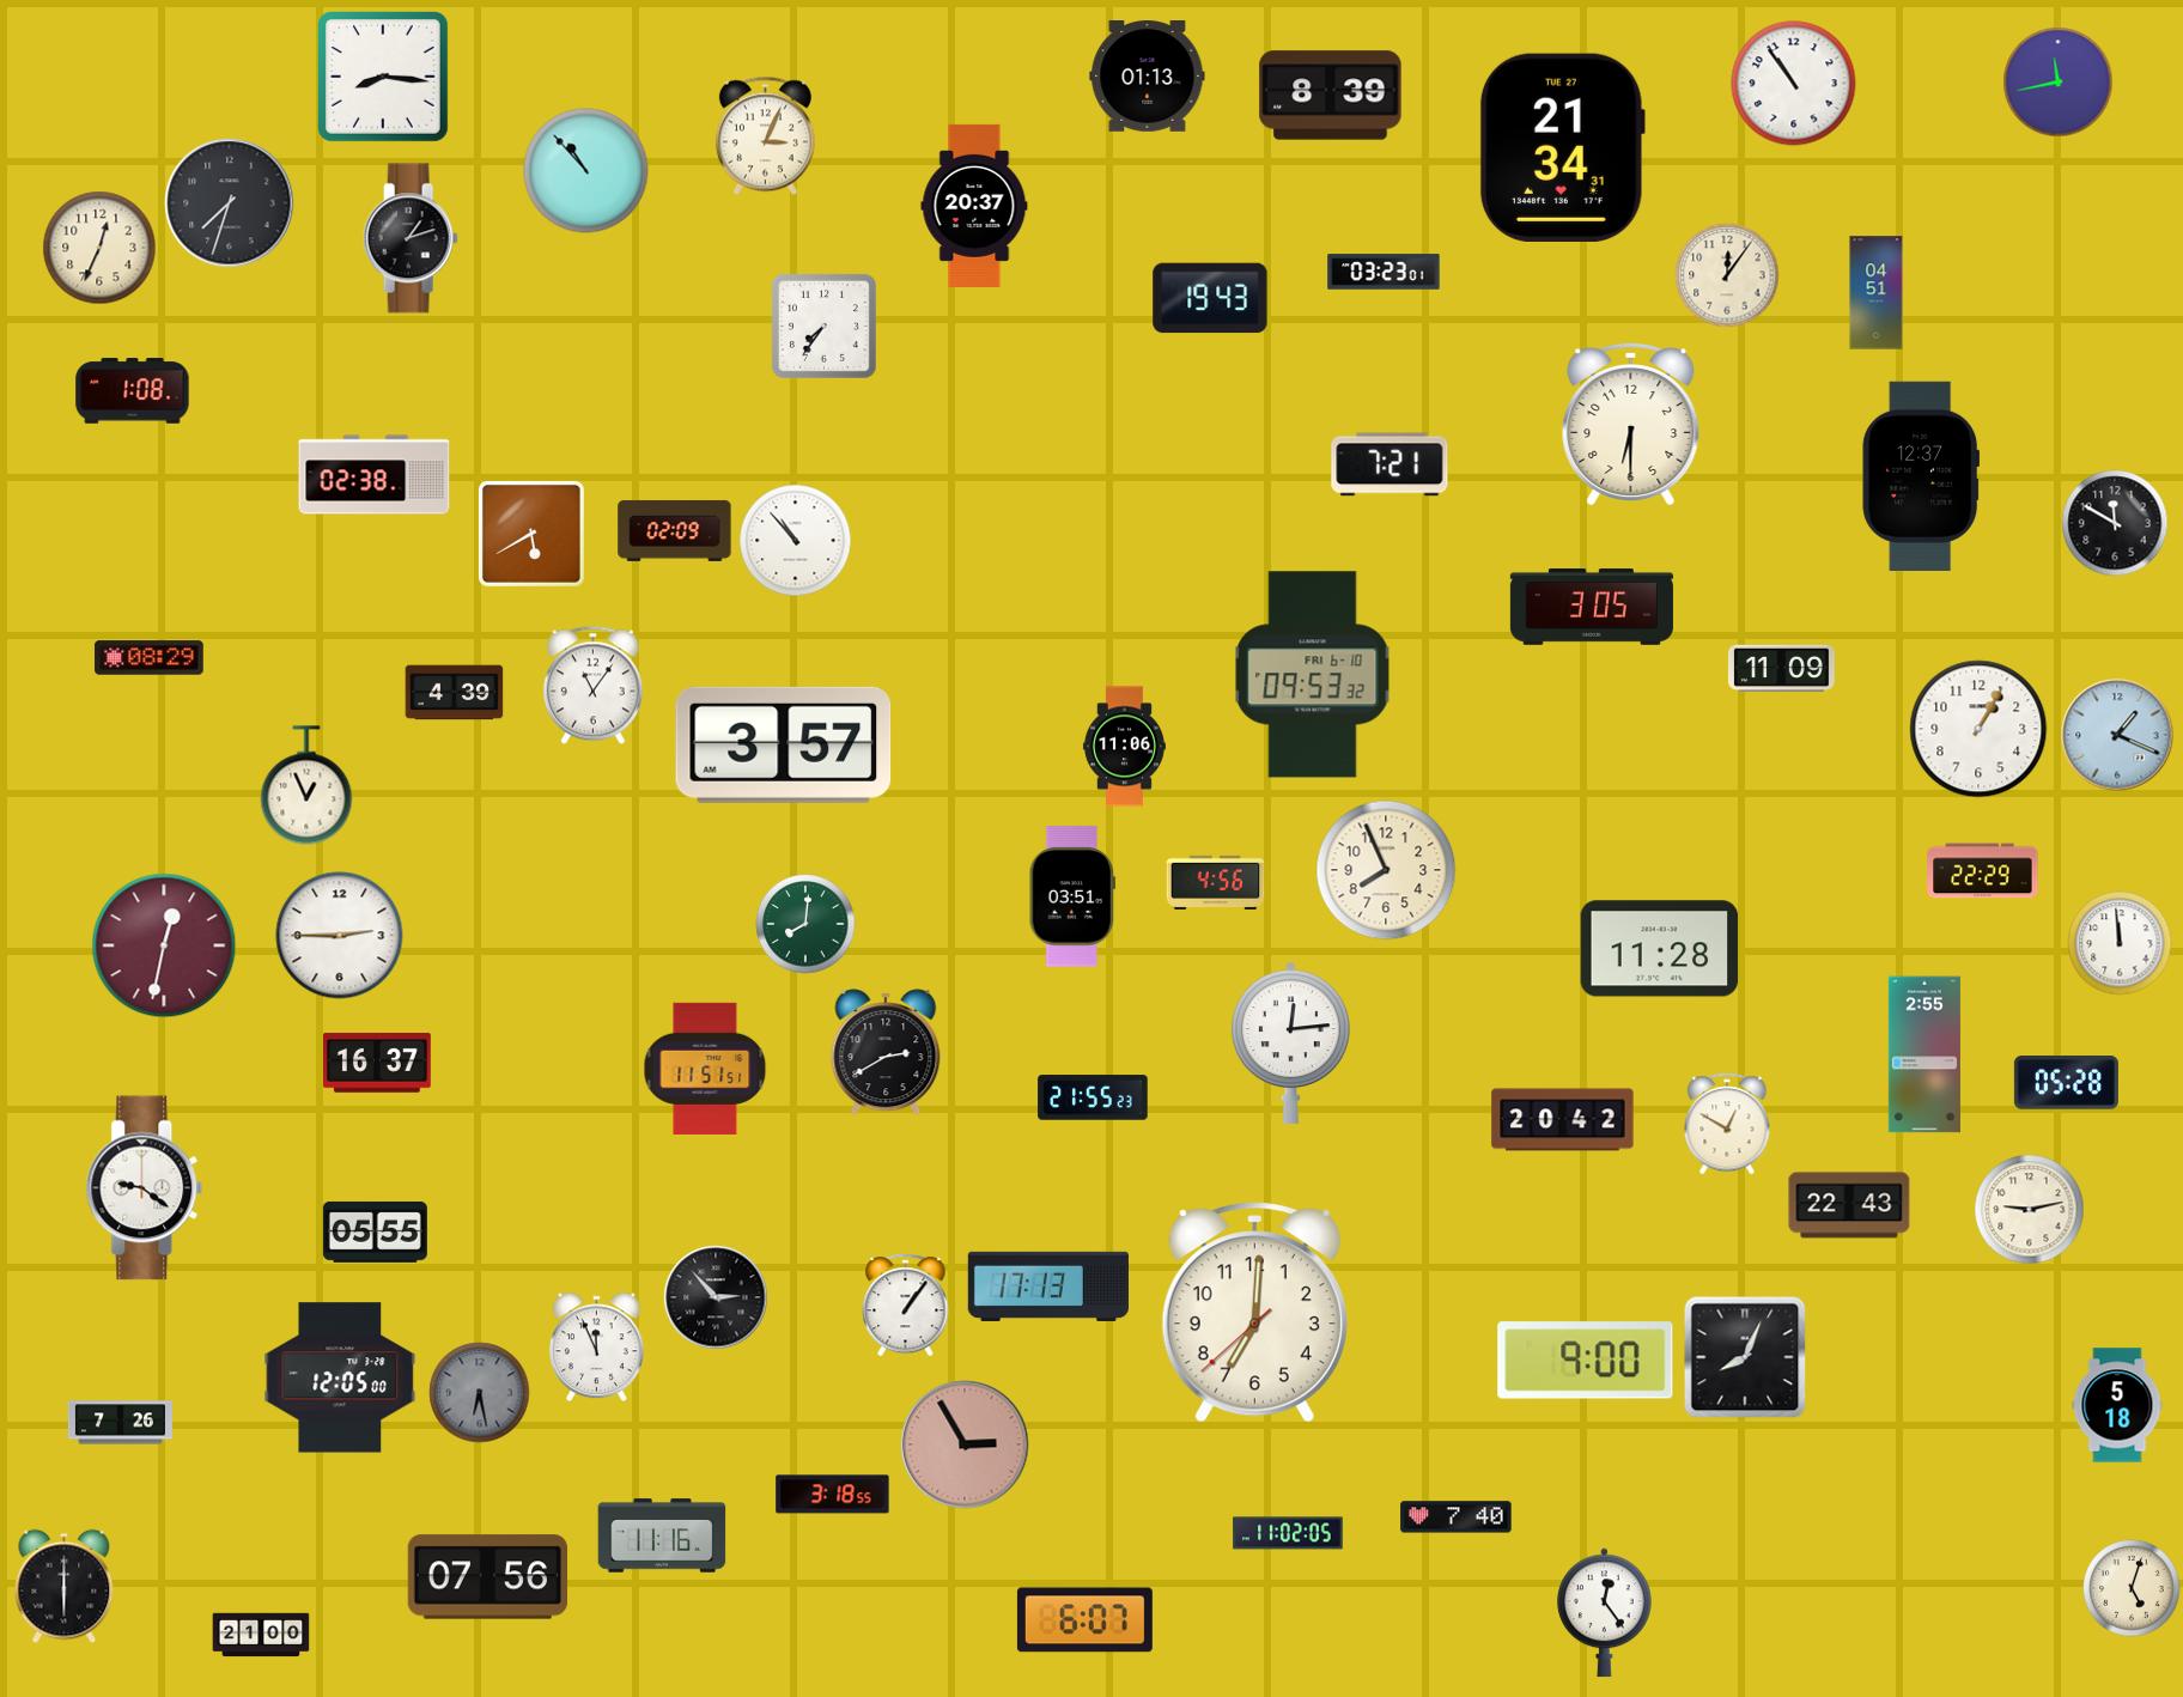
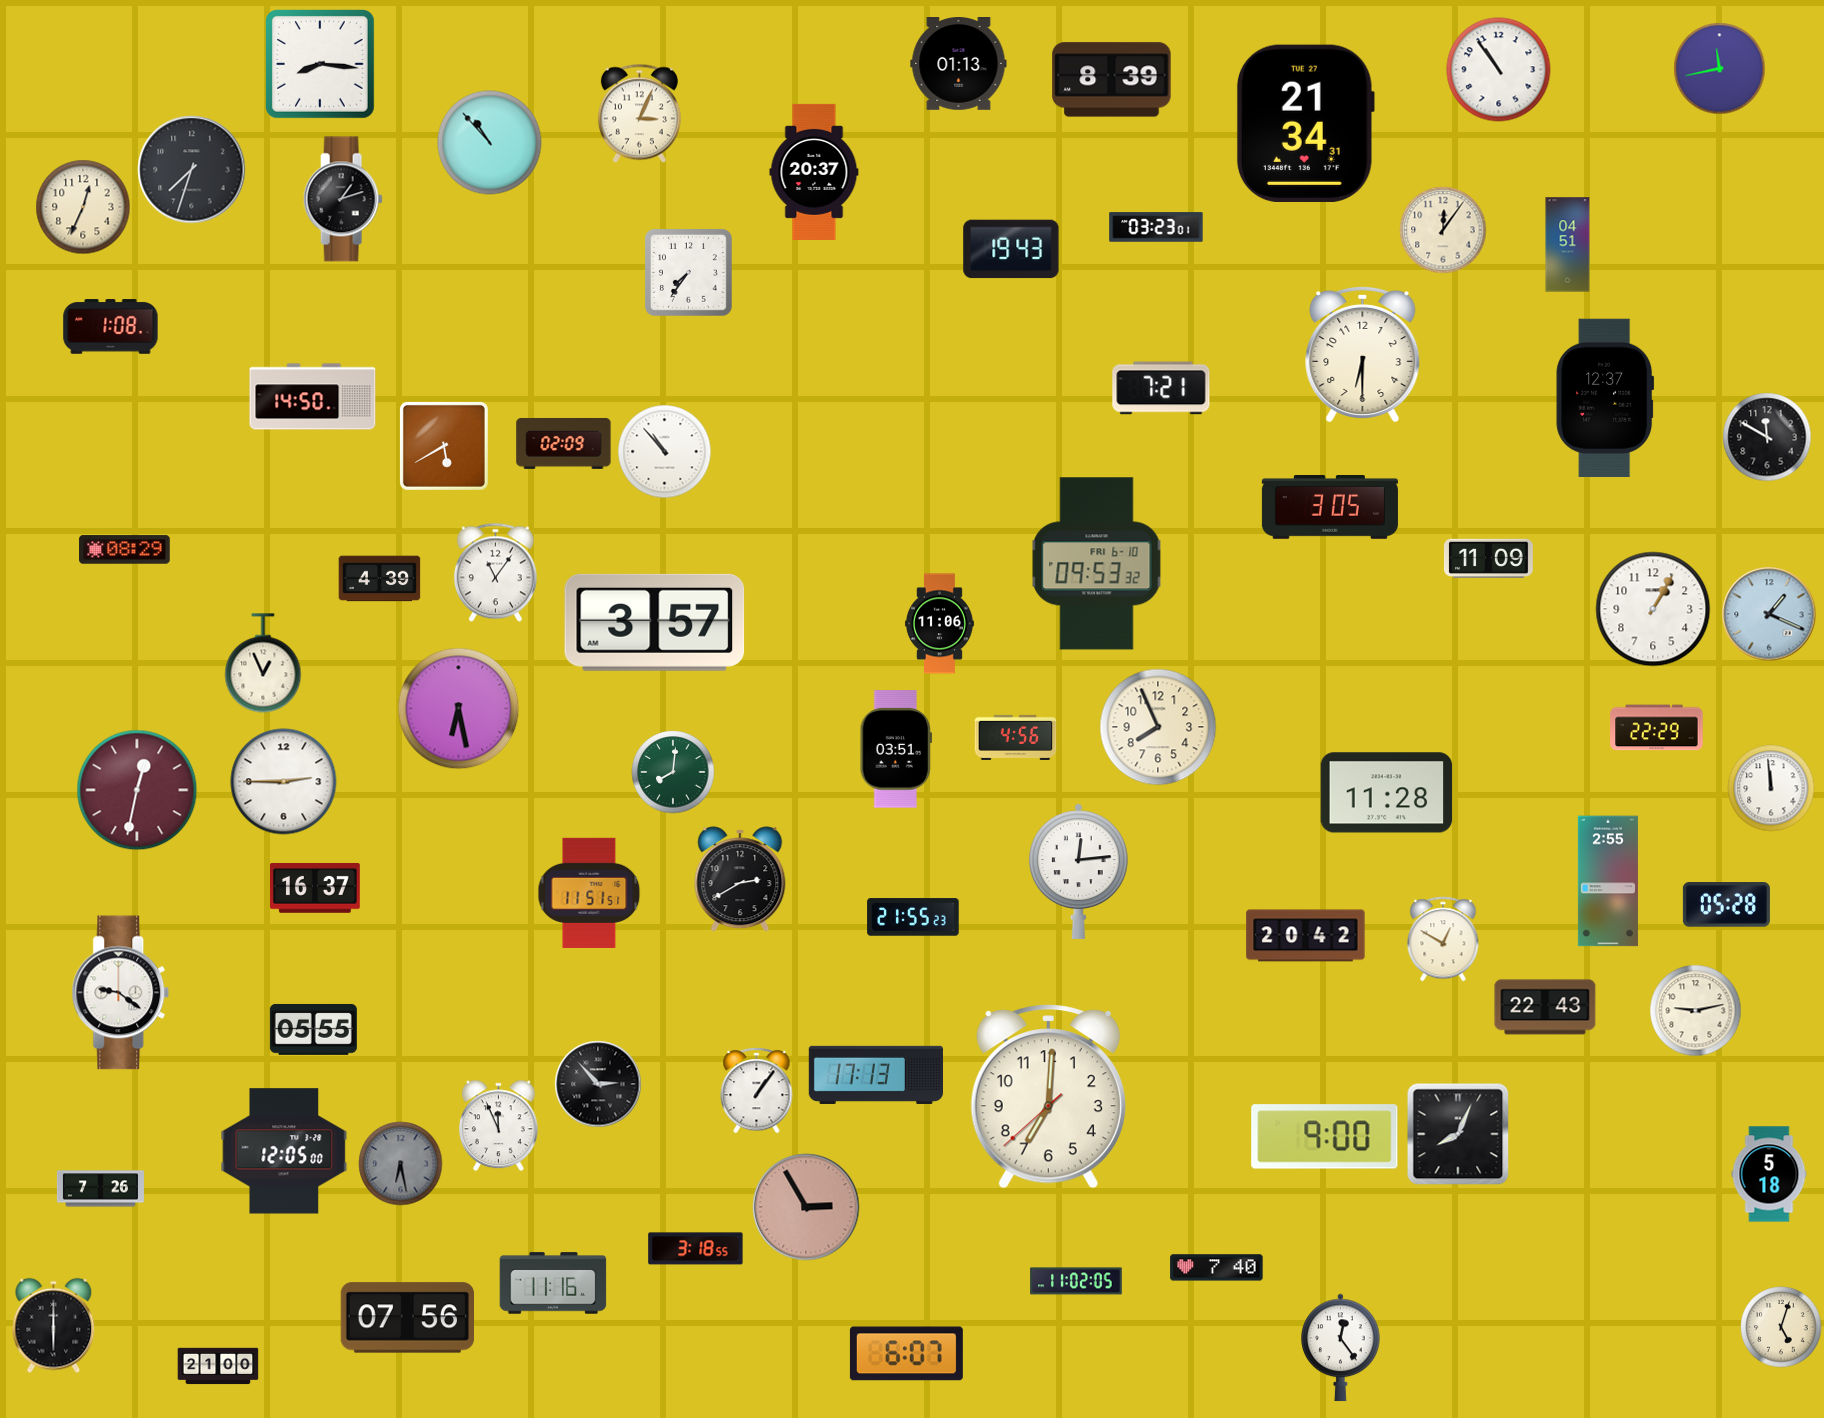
clock at (375, 475): 02:38 -> 14:50
clock at (306, 785) position: (306, 785) -> (263, 663)
clock at (459, 709): none -> 6:28
